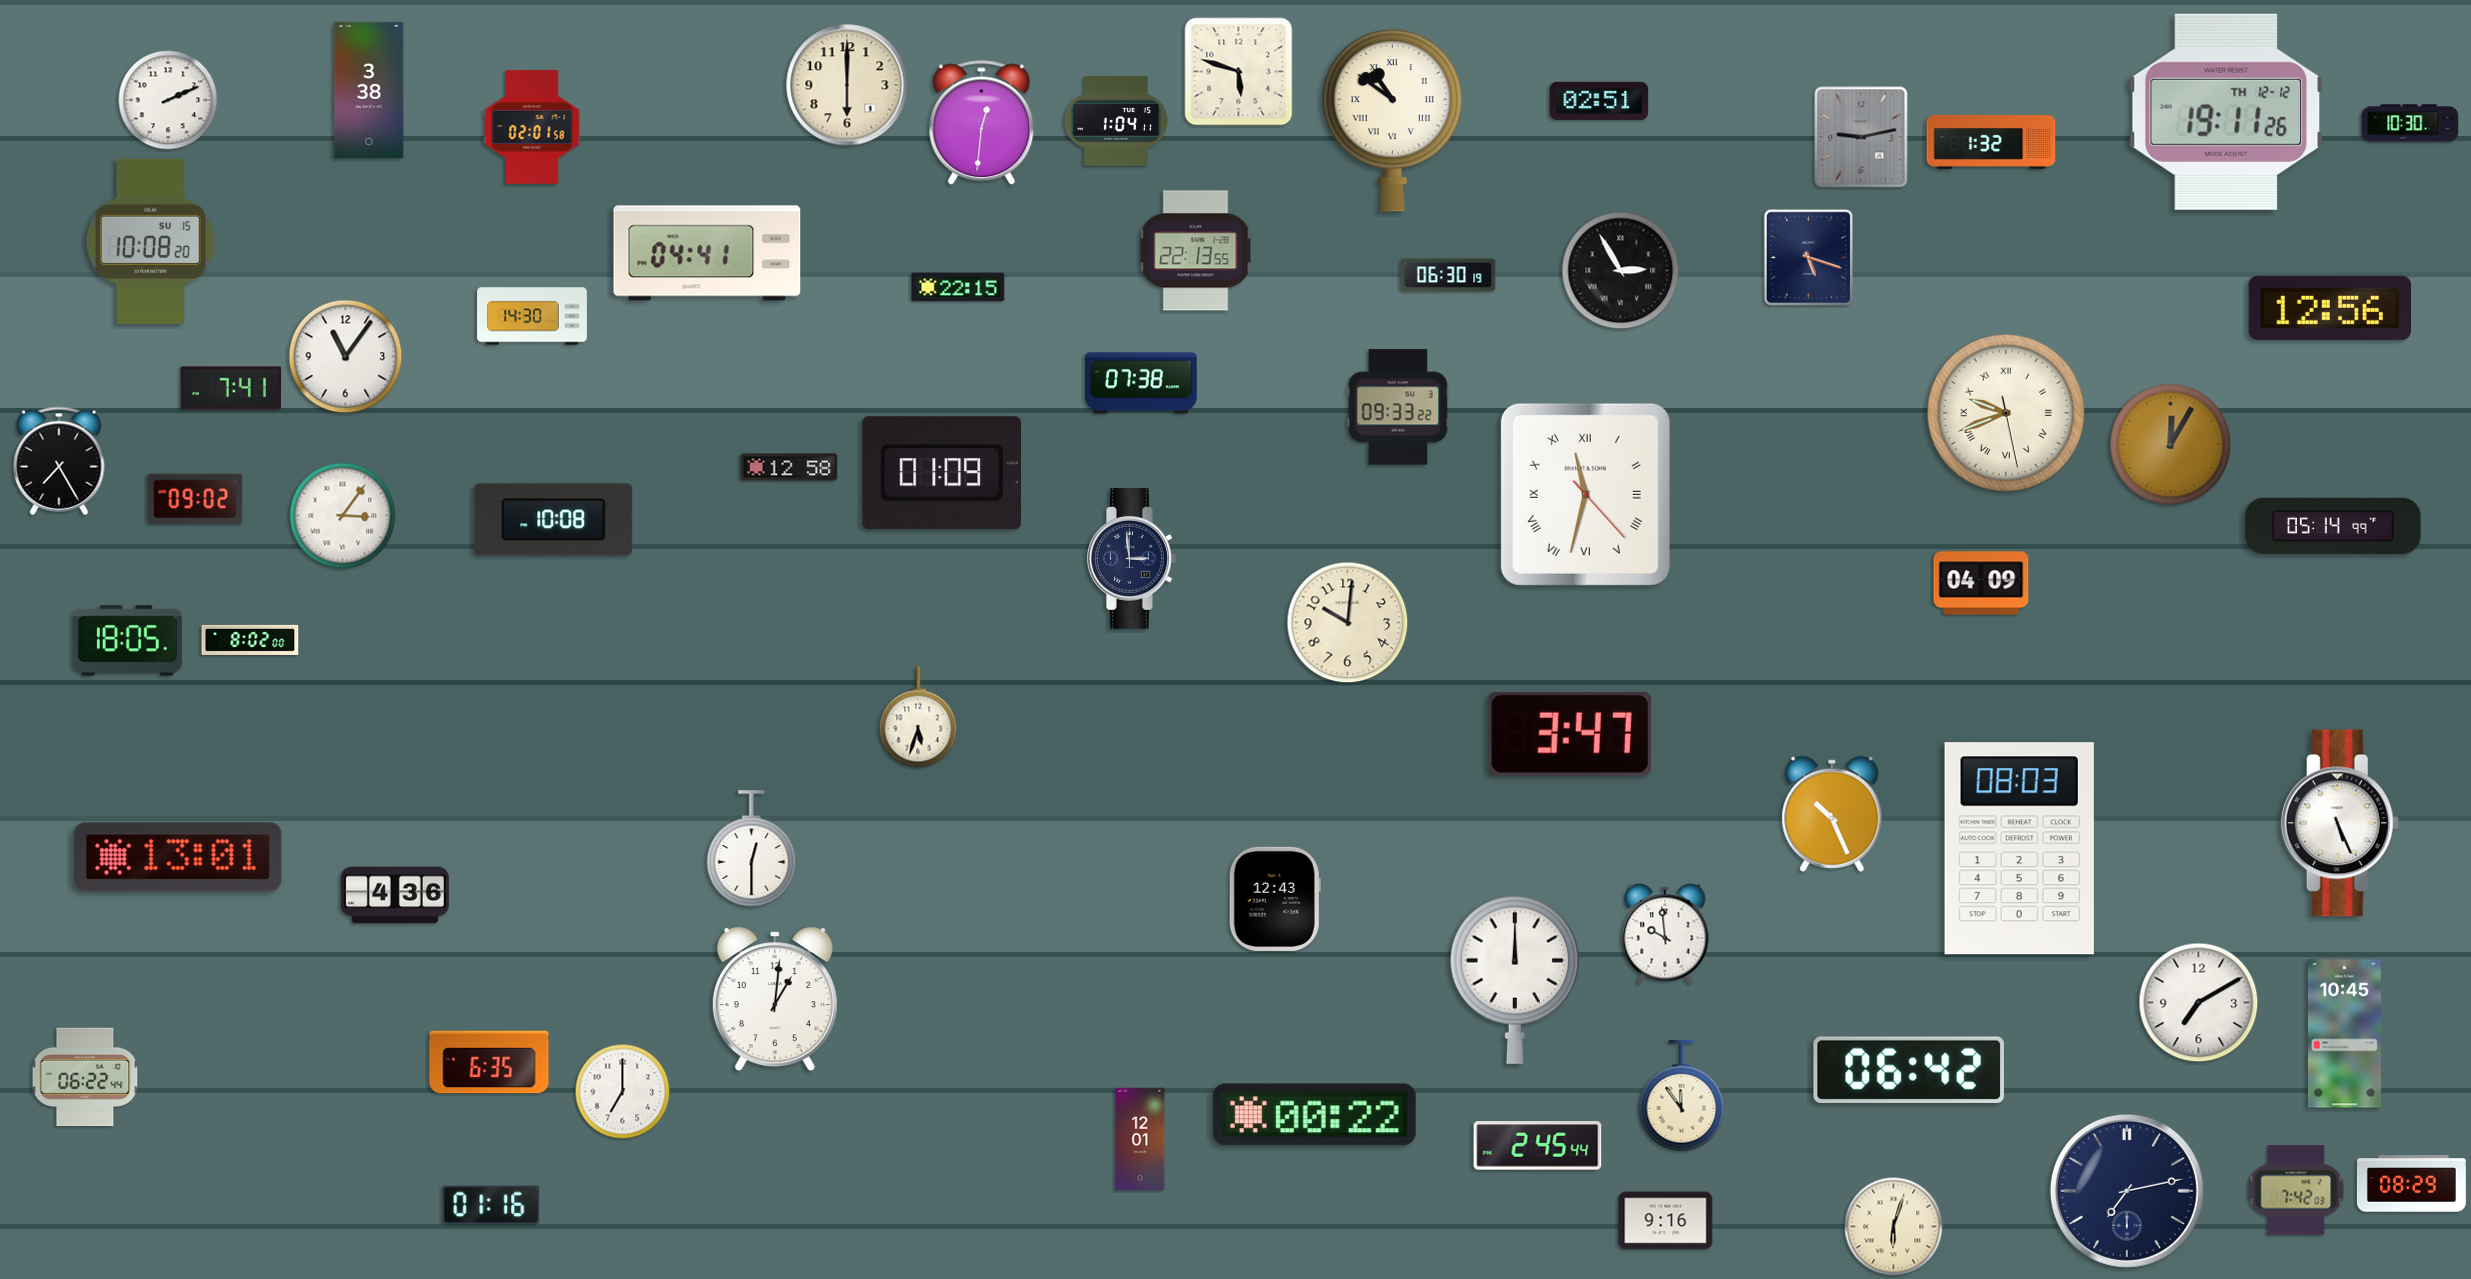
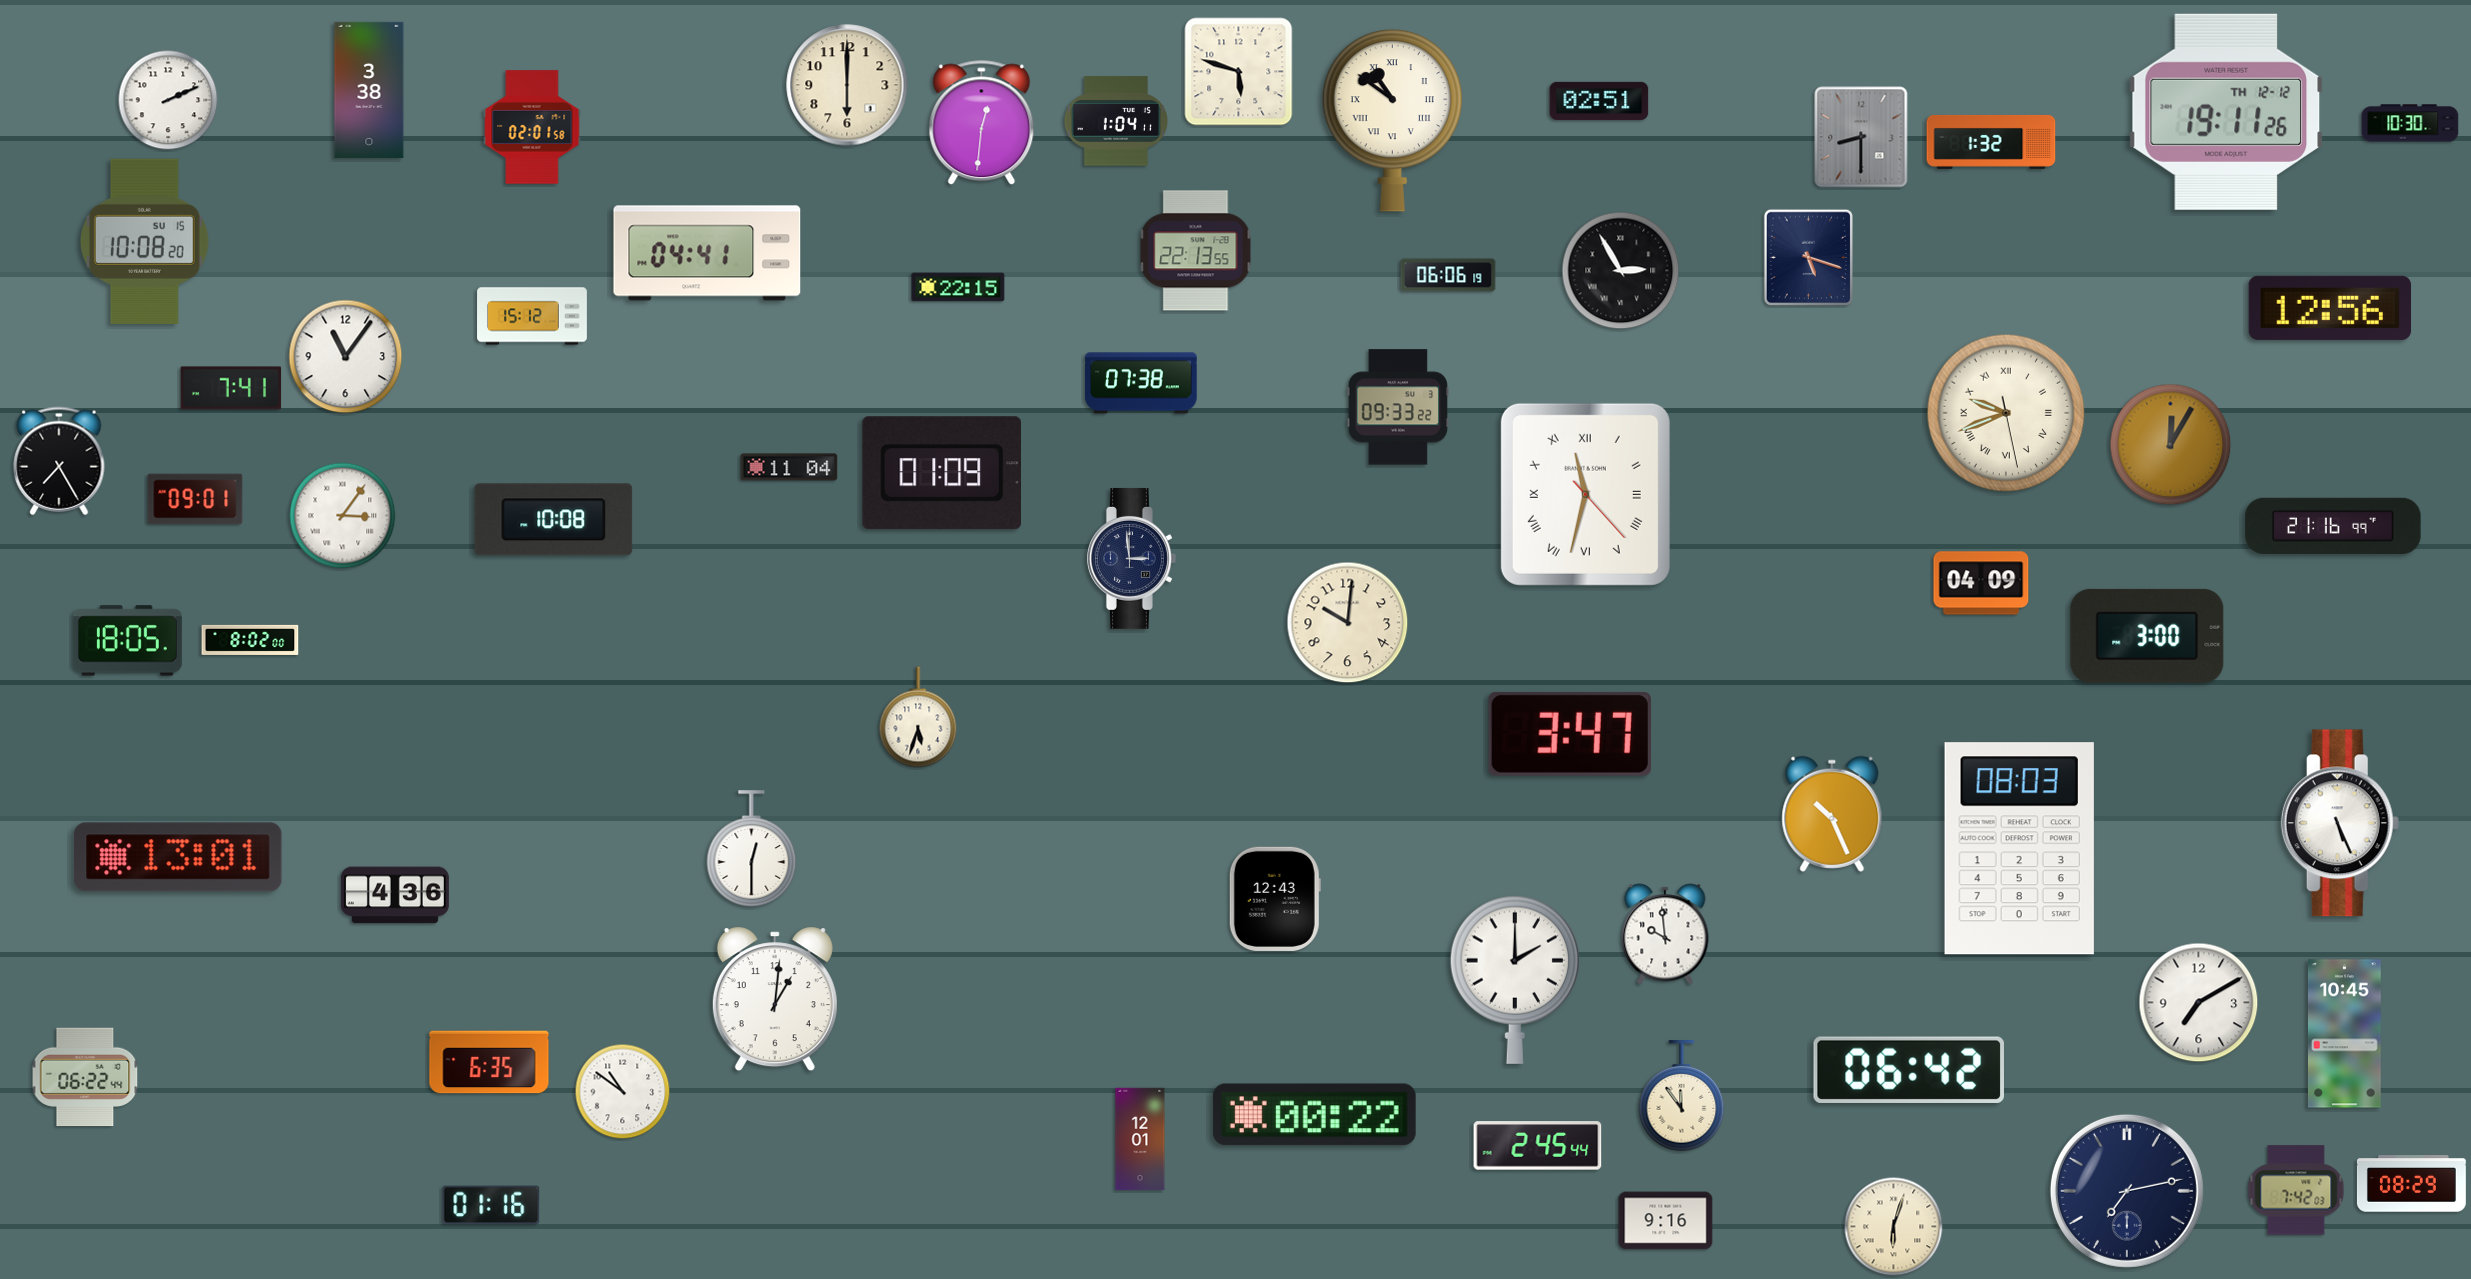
clock at (1861, 137): 9:13 -> 8:30
clock at (150, 241) position: (150, 241) -> (144, 241)
clock at (1448, 275): 06:30 -> 06:06
clock at (532, 316): 14:30 -> 15:12
clock at (789, 467): 12:58 -> 11:04
clock at (195, 499): 09:02 -> 09:01
clock at (2333, 526): 05:14 -> 21:16
clock at (2147, 636): none -> 3:00
clock at (1514, 980): 12:00 -> 2:00
clock at (623, 1092): 7:00 -> 10:51
